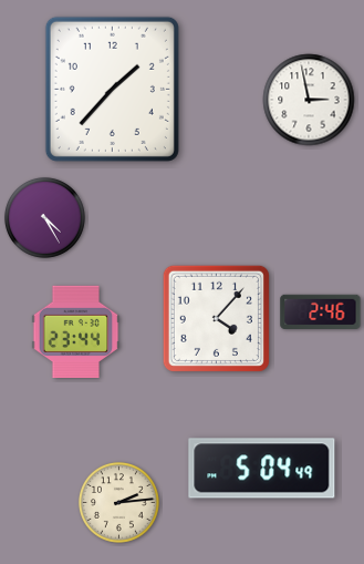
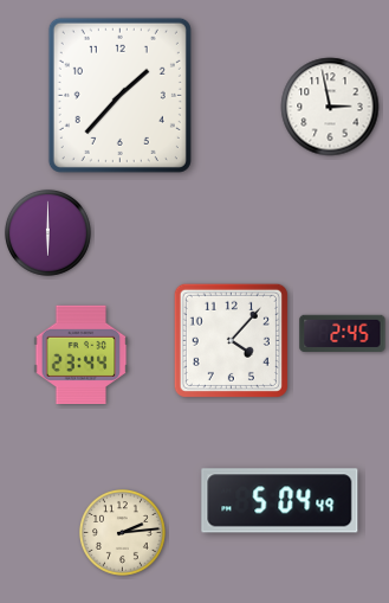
clock at (45, 218): 4:25 -> 6:00
clock at (321, 312): 2:46 -> 2:45
clock at (119, 503) position: (119, 503) -> (123, 533)
